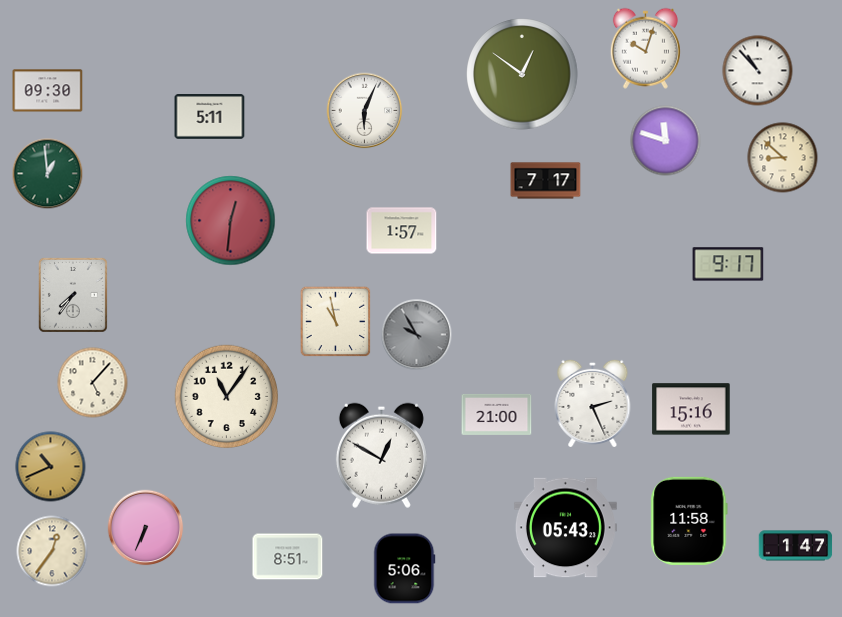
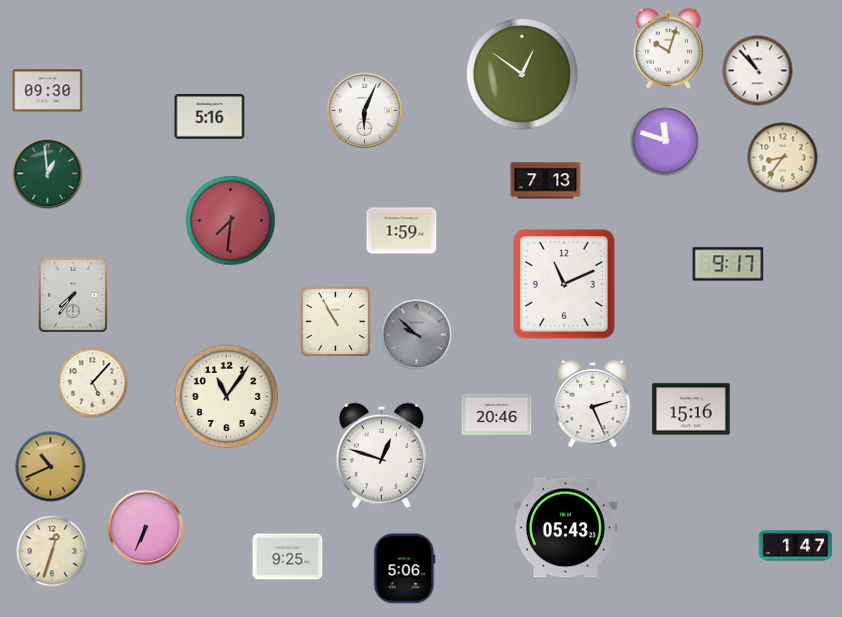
clock at (645, 48) position: (645, 48) -> (668, 48)
clock at (210, 117): 5:11 -> 5:16
clock at (783, 158): 8:52 -> 8:36
clock at (546, 181): 7:17 -> 7:13
clock at (231, 221): 12:31 -> 7:31
clock at (402, 231): 1:57 -> 1:59
clock at (564, 284): none -> 11:11
clock at (336, 322): 10:58 -> 10:55
clock at (417, 335): 9:55 -> 9:52
clock at (497, 414): 21:00 -> 20:46
clock at (381, 455): 12:50 -> 12:48
clock at (689, 521): 11:58 -> none
clock at (52, 551): 12:36 -> 12:33
clock at (288, 557): 8:51 -> 9:25
